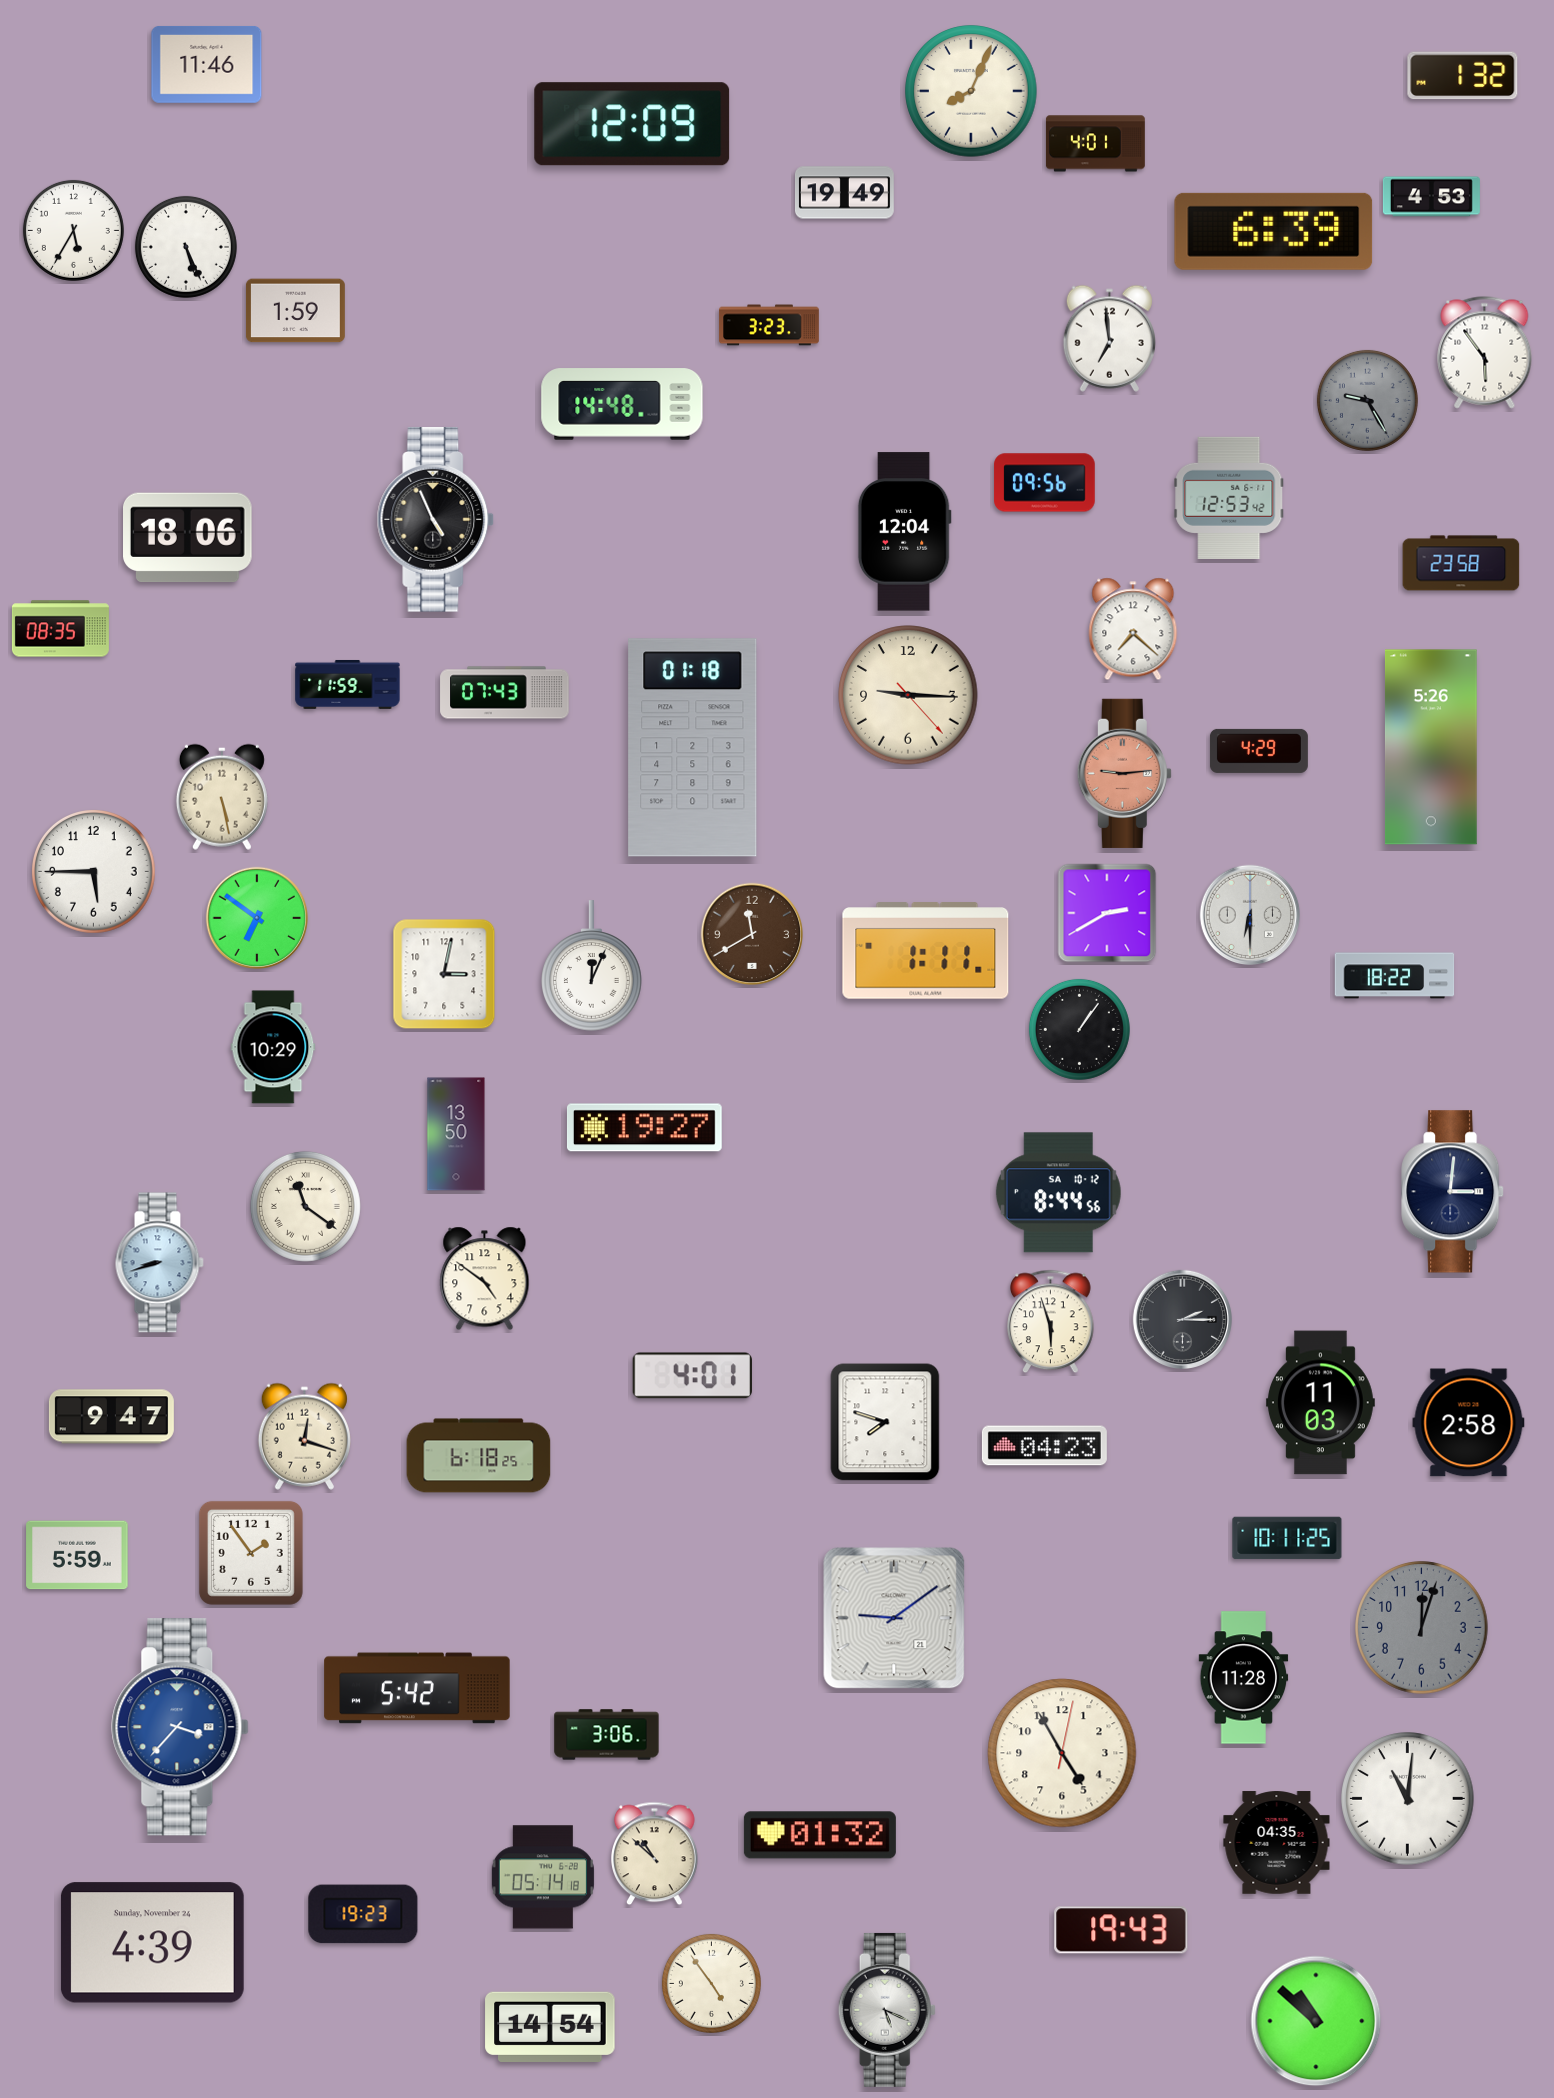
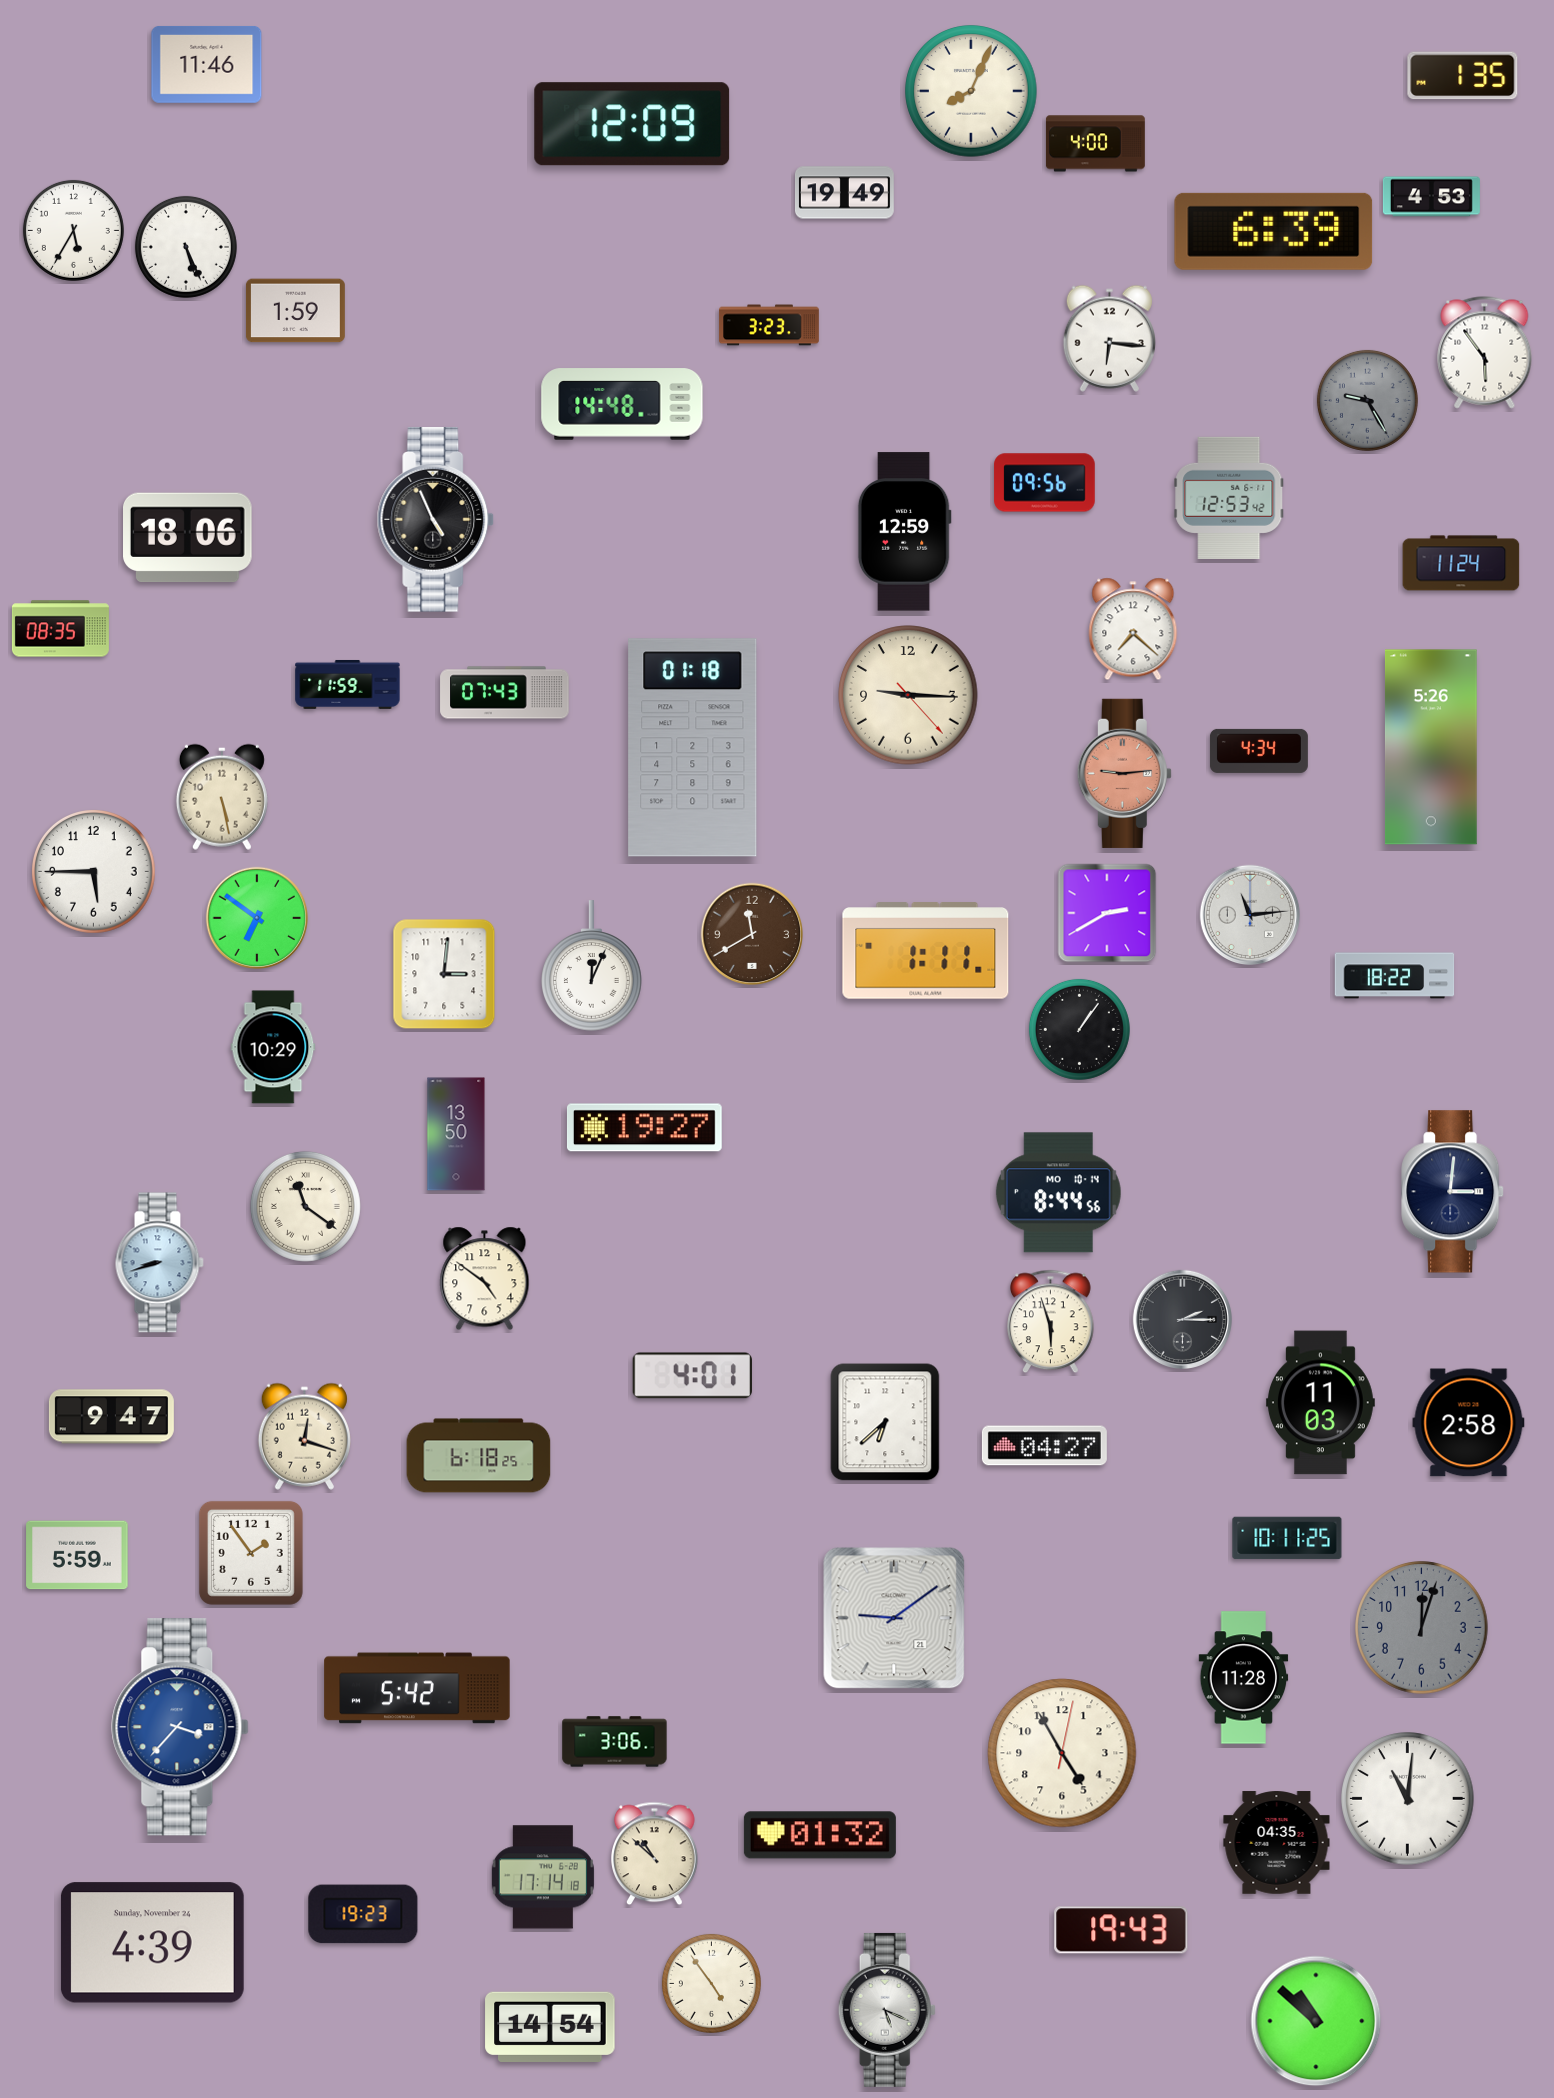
clock at (1463, 76): 1:32 -> 1:35
clock at (1095, 144): 4:01 -> 4:00
clock at (1109, 338): 6:59 -> 6:16
clock at (904, 532): 12:04 -> 12:59
clock at (1461, 563): 23:58 -> 11:24
clock at (1259, 751): 4:29 -> 4:34
clock at (1249, 914): 6:30 -> 11:14
clock at (444, 974): 3:02 -> 3:01
clock at (1058, 1193) date: SA 10-12 -> MO 10-14
clock at (885, 1422): 7:48 -> 6:38
clock at (1044, 1446): 04:23 -> 04:27
clock at (607, 1735) position: (607, 1735) -> (615, 1742)
clock at (543, 1877): 05:14 -> 17:14
